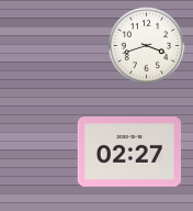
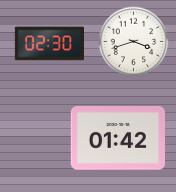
clock at (49, 44): none -> 02:30
clock at (128, 153): 02:27 -> 01:42
